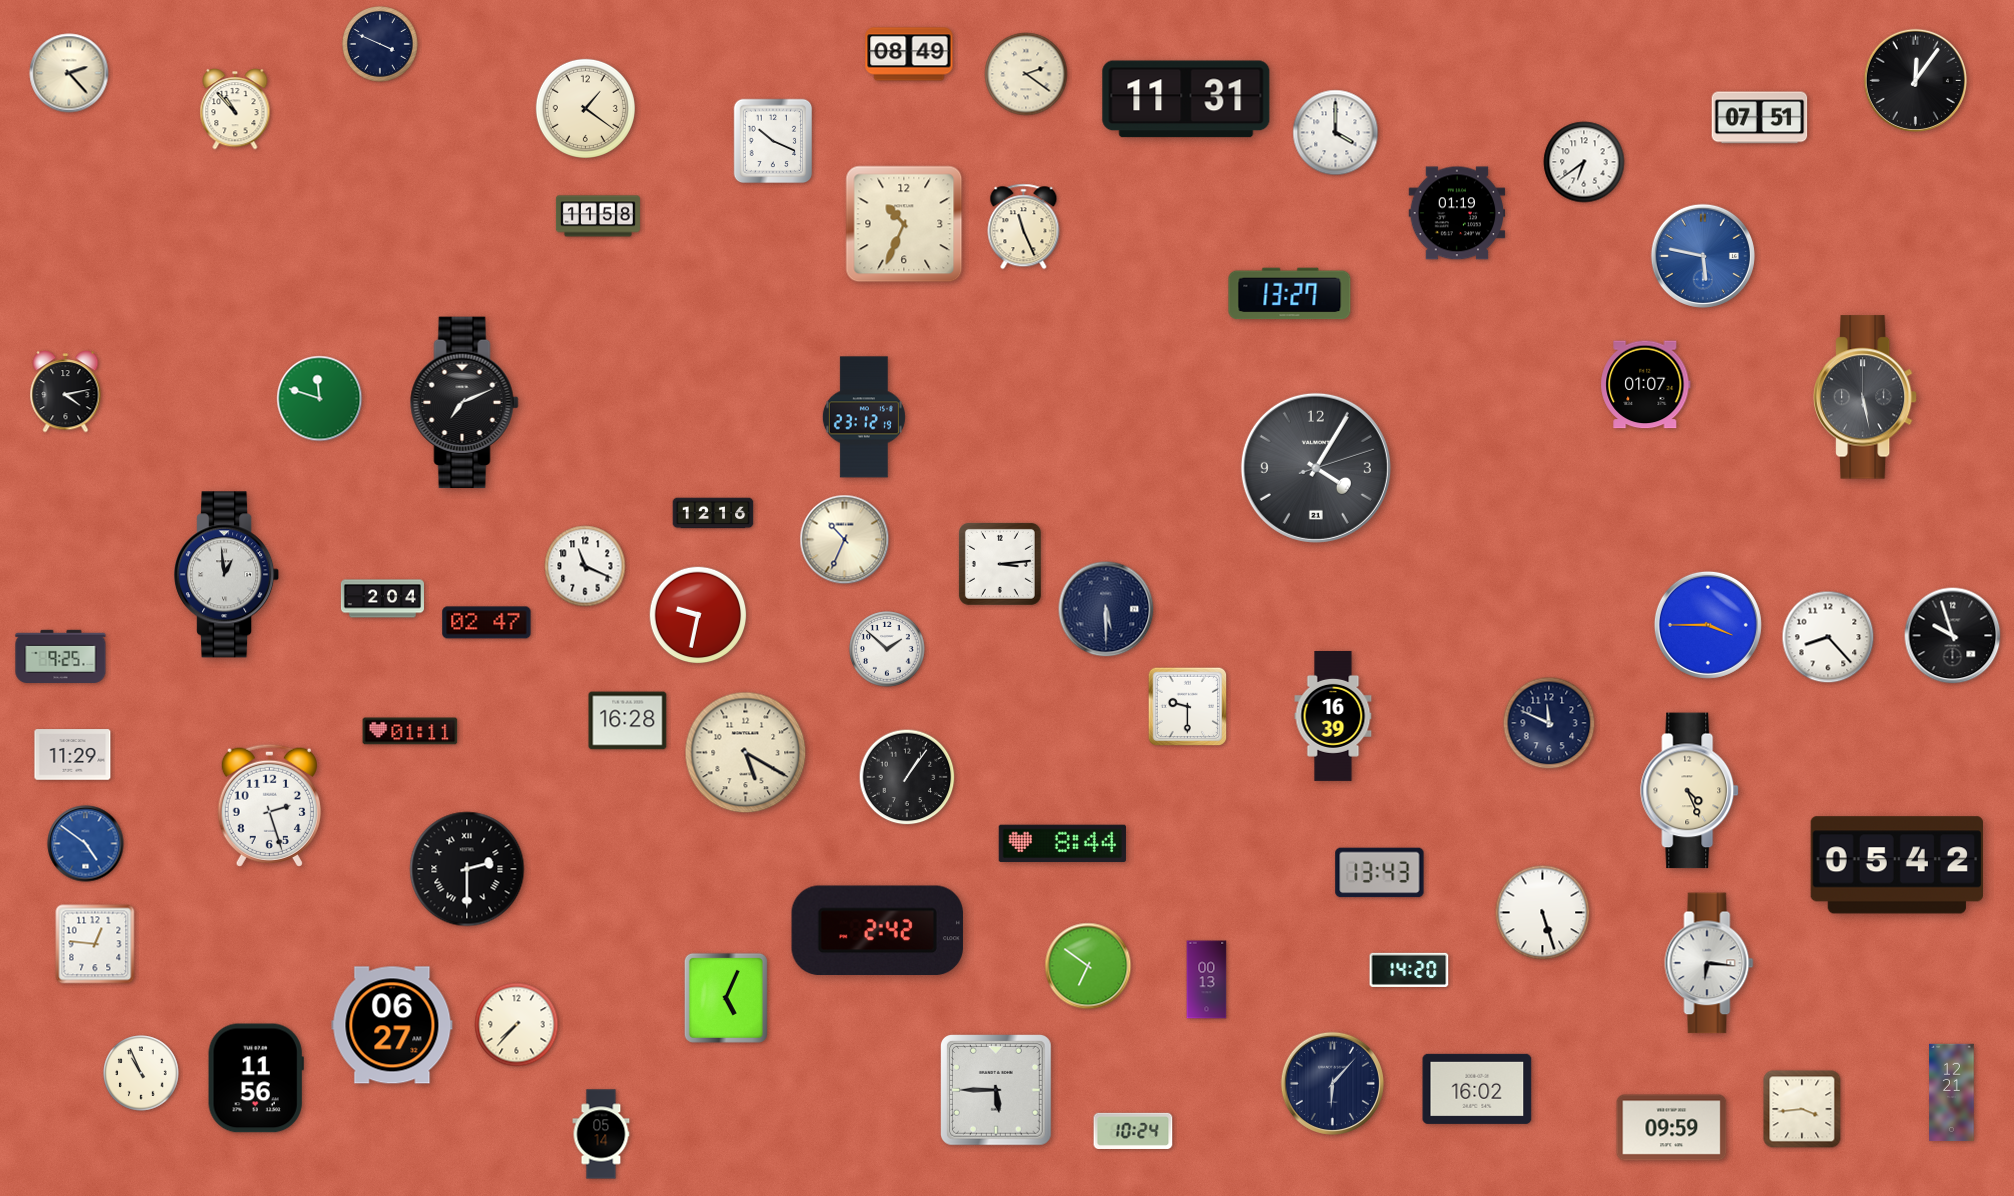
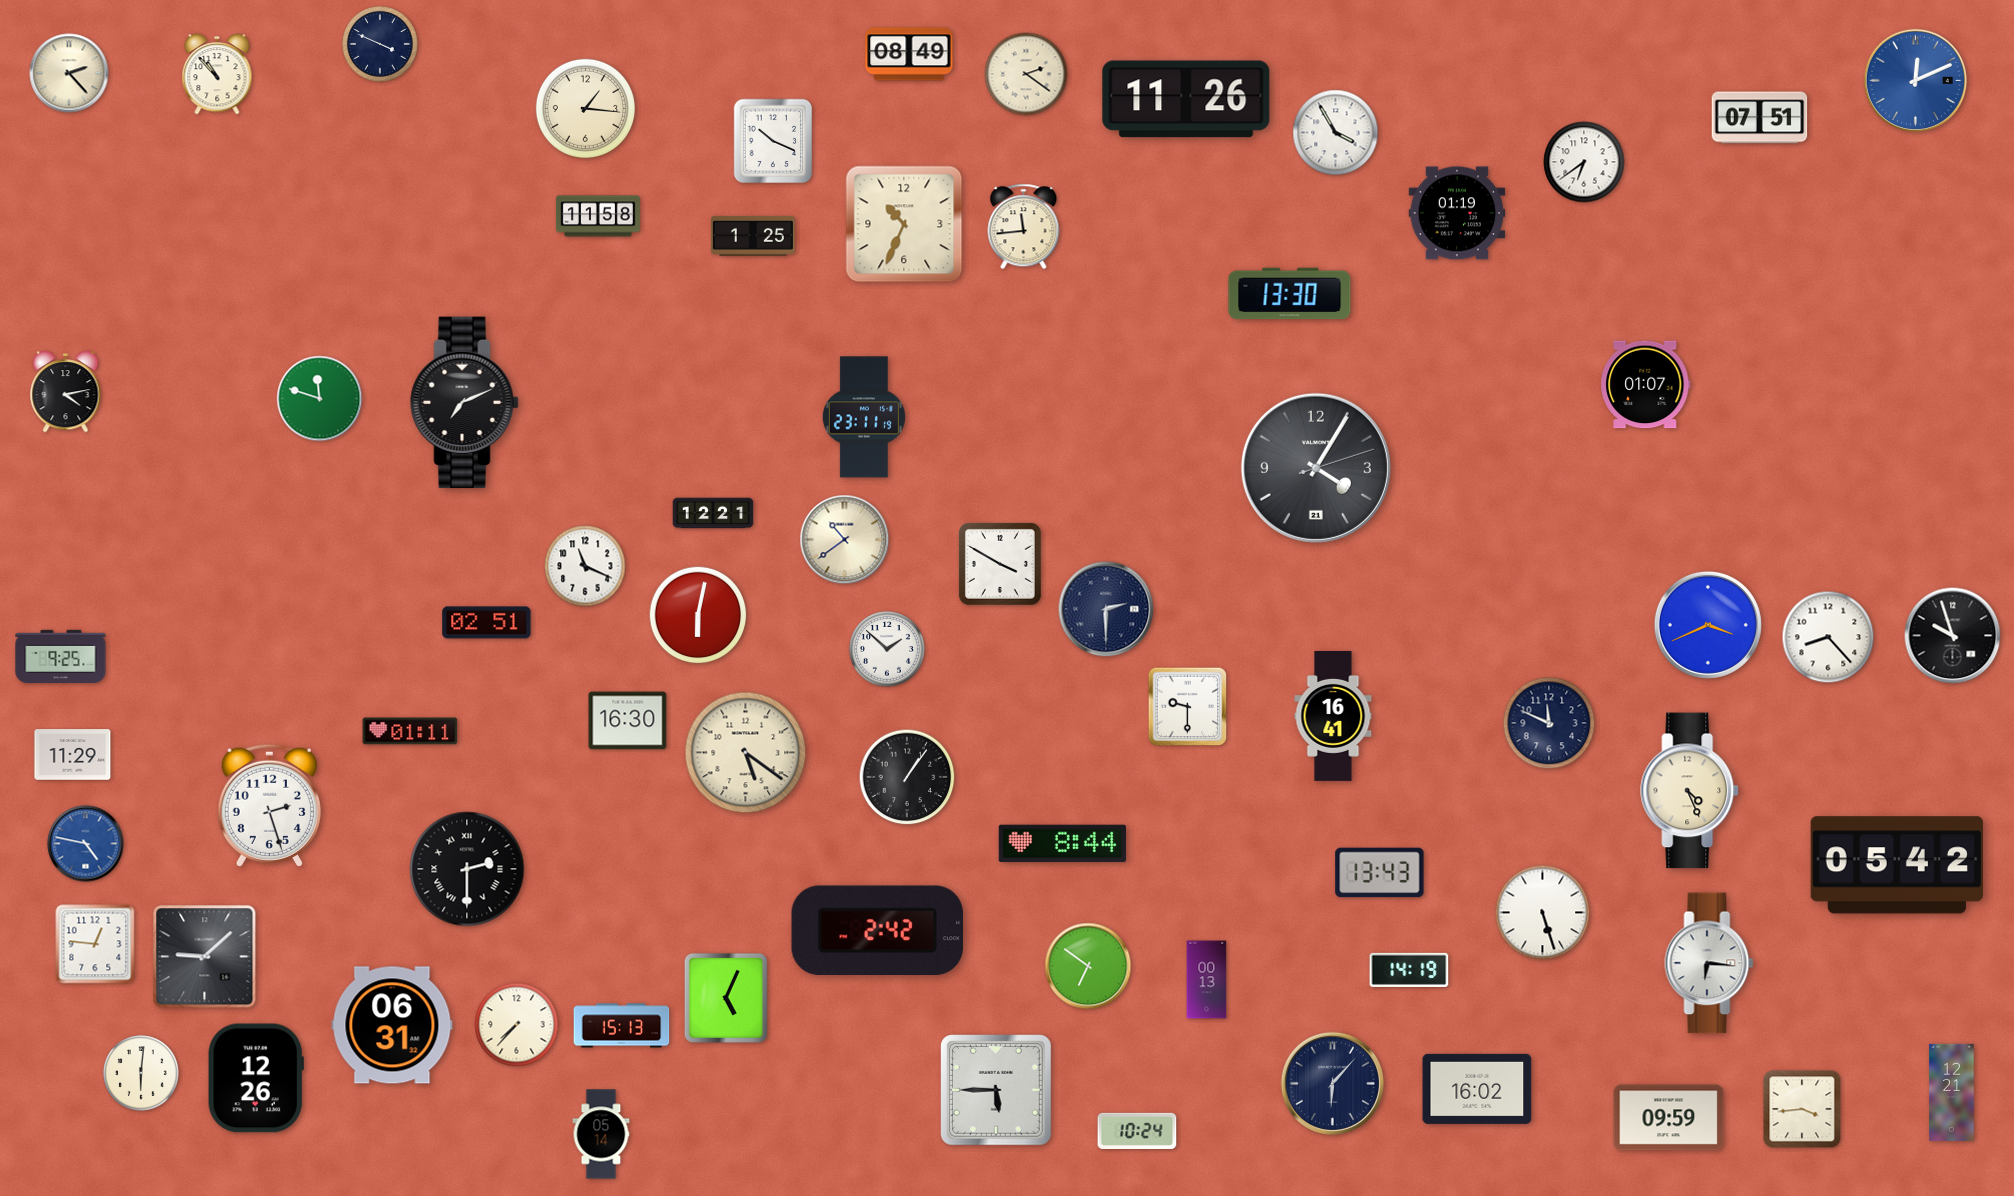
clock at (1915, 80): 12:06 -> 12:11
clock at (1915, 80) dial: black -> blue
clock at (1186, 99): 11:31 -> 11:26
clock at (585, 108): 1:21 -> 1:16
clock at (235, 109) position: (235, 109) -> (217, 74)
clock at (1336, 133): 4:00 -> 3:55
clock at (1024, 227): 11:26 -> 11:44
clock at (753, 236): none -> 1:25
clock at (1703, 256): 5:47 -> none
clock at (1290, 294): 13:27 -> 13:30
clock at (1865, 397): 5:28 -> none
clock at (864, 417): 23:12 -> 23:11
clock at (713, 513): 12:16 -> 12:21
clock at (845, 540): 10:34 -> 10:39
clock at (1000, 564): 3:14 -> 3:50
clock at (227, 575): 12:59 -> none
clock at (382, 599): 2:04 -> none
clock at (1106, 609): 5:30 -> 2:30
clock at (698, 615): 9:32 -> 6:02
clock at (487, 623): 02:47 -> 02:51
clock at (1708, 625): 3:45 -> 3:41
clock at (1333, 716): 16:39 -> 16:41
clock at (628, 721): 16:28 -> 16:30
clock at (746, 753): 5:20 -> 5:21
clock at (86, 844): 4:51 -> 4:47
clock at (205, 957): none -> 9:08
clock at (1409, 970): 14:20 -> 14:19
clock at (392, 1025): 06:27 -> 06:31
clock at (622, 1026): none -> 15:13
clock at (141, 1073): 10:56 -> 6:01
clock at (256, 1078): 11:56 -> 12:26
clock at (1672, 1128) position: (1672, 1128) -> (1669, 1118)
clock at (1133, 1131) position: (1133, 1131) -> (1137, 1131)
